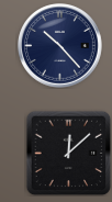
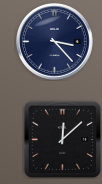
clock at (60, 46): 10:23 -> 3:23
